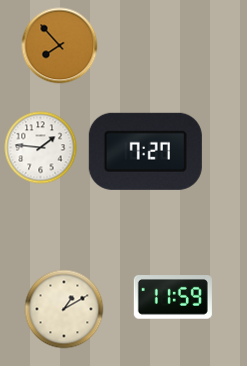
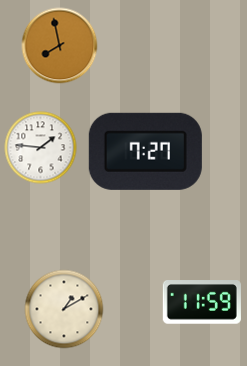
clock at (60, 46): 7:53 -> 7:58
clock at (173, 298) position: (173, 298) -> (202, 303)
